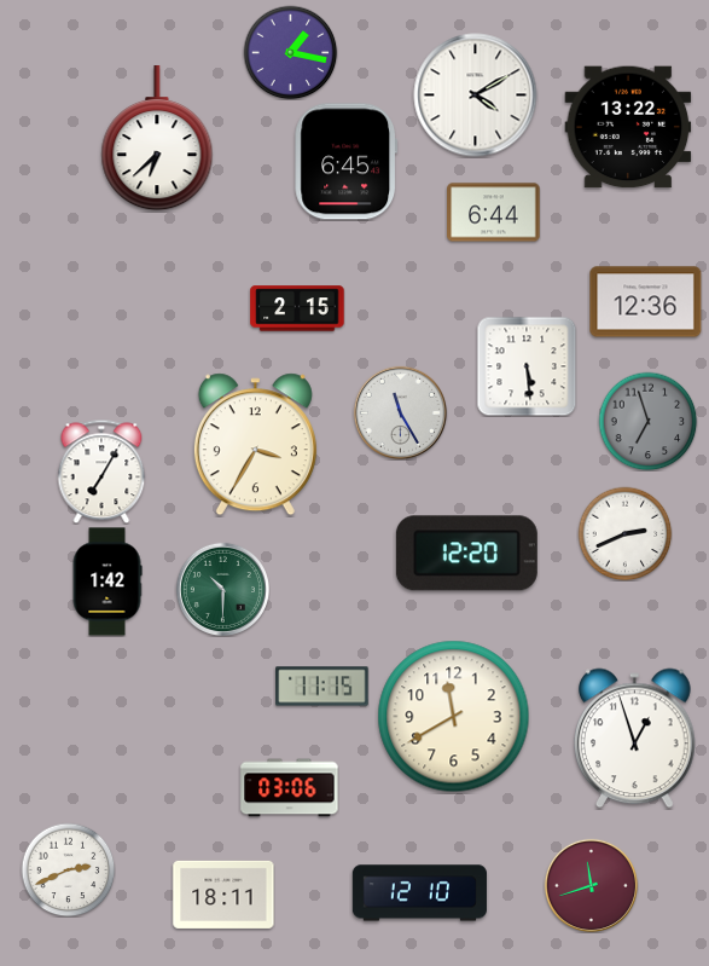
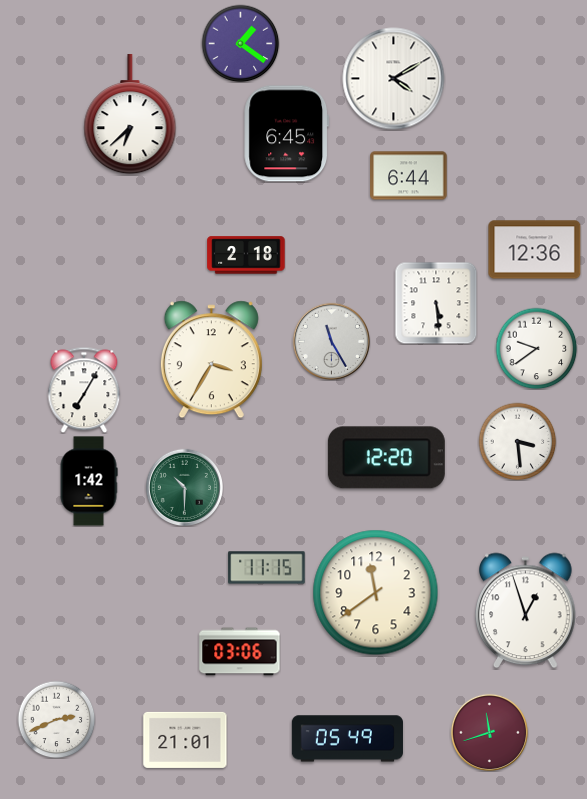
clock at (290, 52): 1:17 -> 1:21
clock at (628, 127): 13:22 -> none
clock at (297, 308): 2:15 -> 2:18
clock at (647, 421): 6:57 -> 9:39
clock at (647, 421) dial: grey -> white
clock at (255, 445) position: (255, 445) -> (211, 360)
clock at (624, 533): 2:41 -> 3:29
clock at (454, 717): 11:40 -> 11:39
clock at (419, 893): 12:10 -> 05:49
clock at (223, 895): 18:11 -> 21:01
